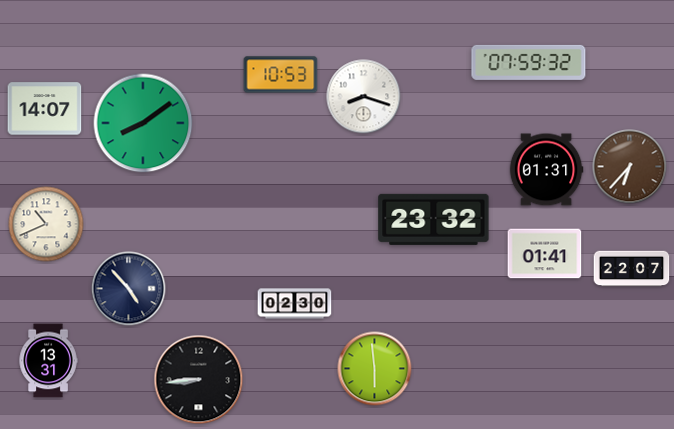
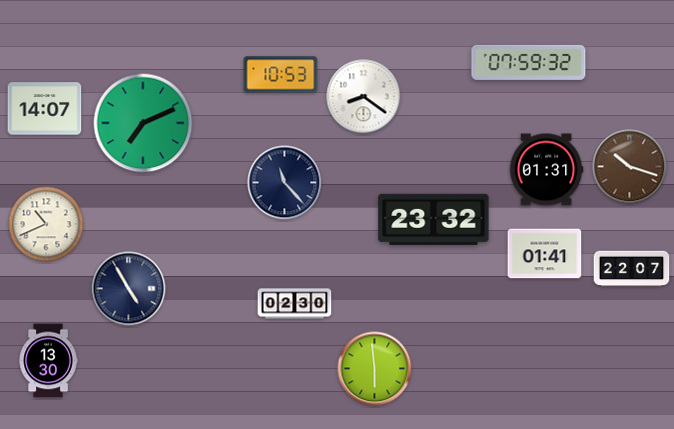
clock at (364, 97): 8:18 -> 8:21
clock at (143, 123): 8:09 -> 7:11
clock at (630, 167): 6:37 -> 10:18
clock at (285, 183): none -> 11:23
clock at (129, 289): 4:53 -> 4:55
clock at (48, 361): 13:31 -> 13:30
clock at (199, 380): 8:44 -> none
